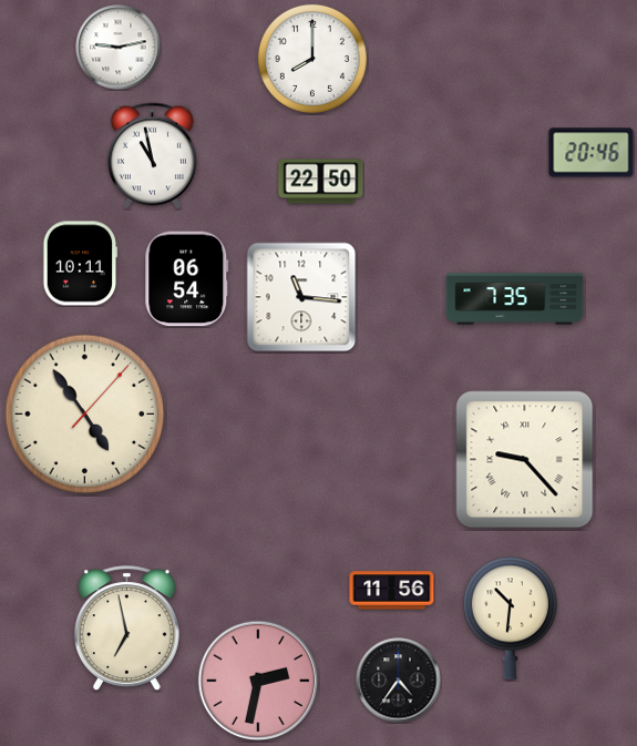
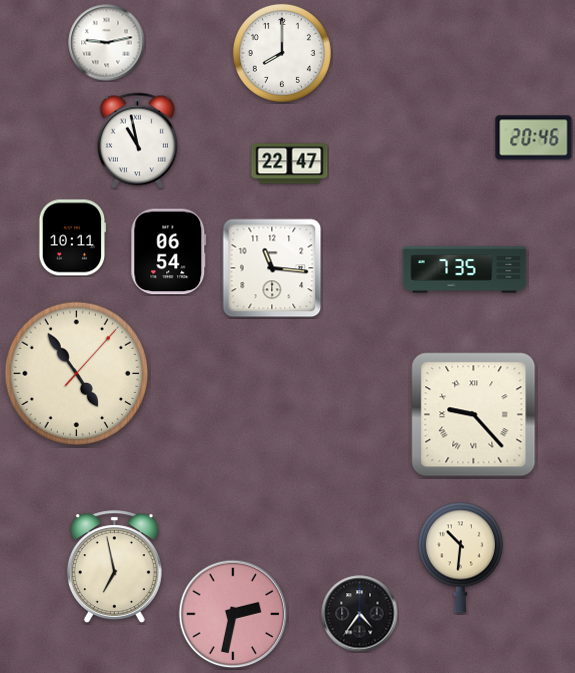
clock at (321, 182): 22:50 -> 22:47
clock at (392, 591): 11:56 -> none
